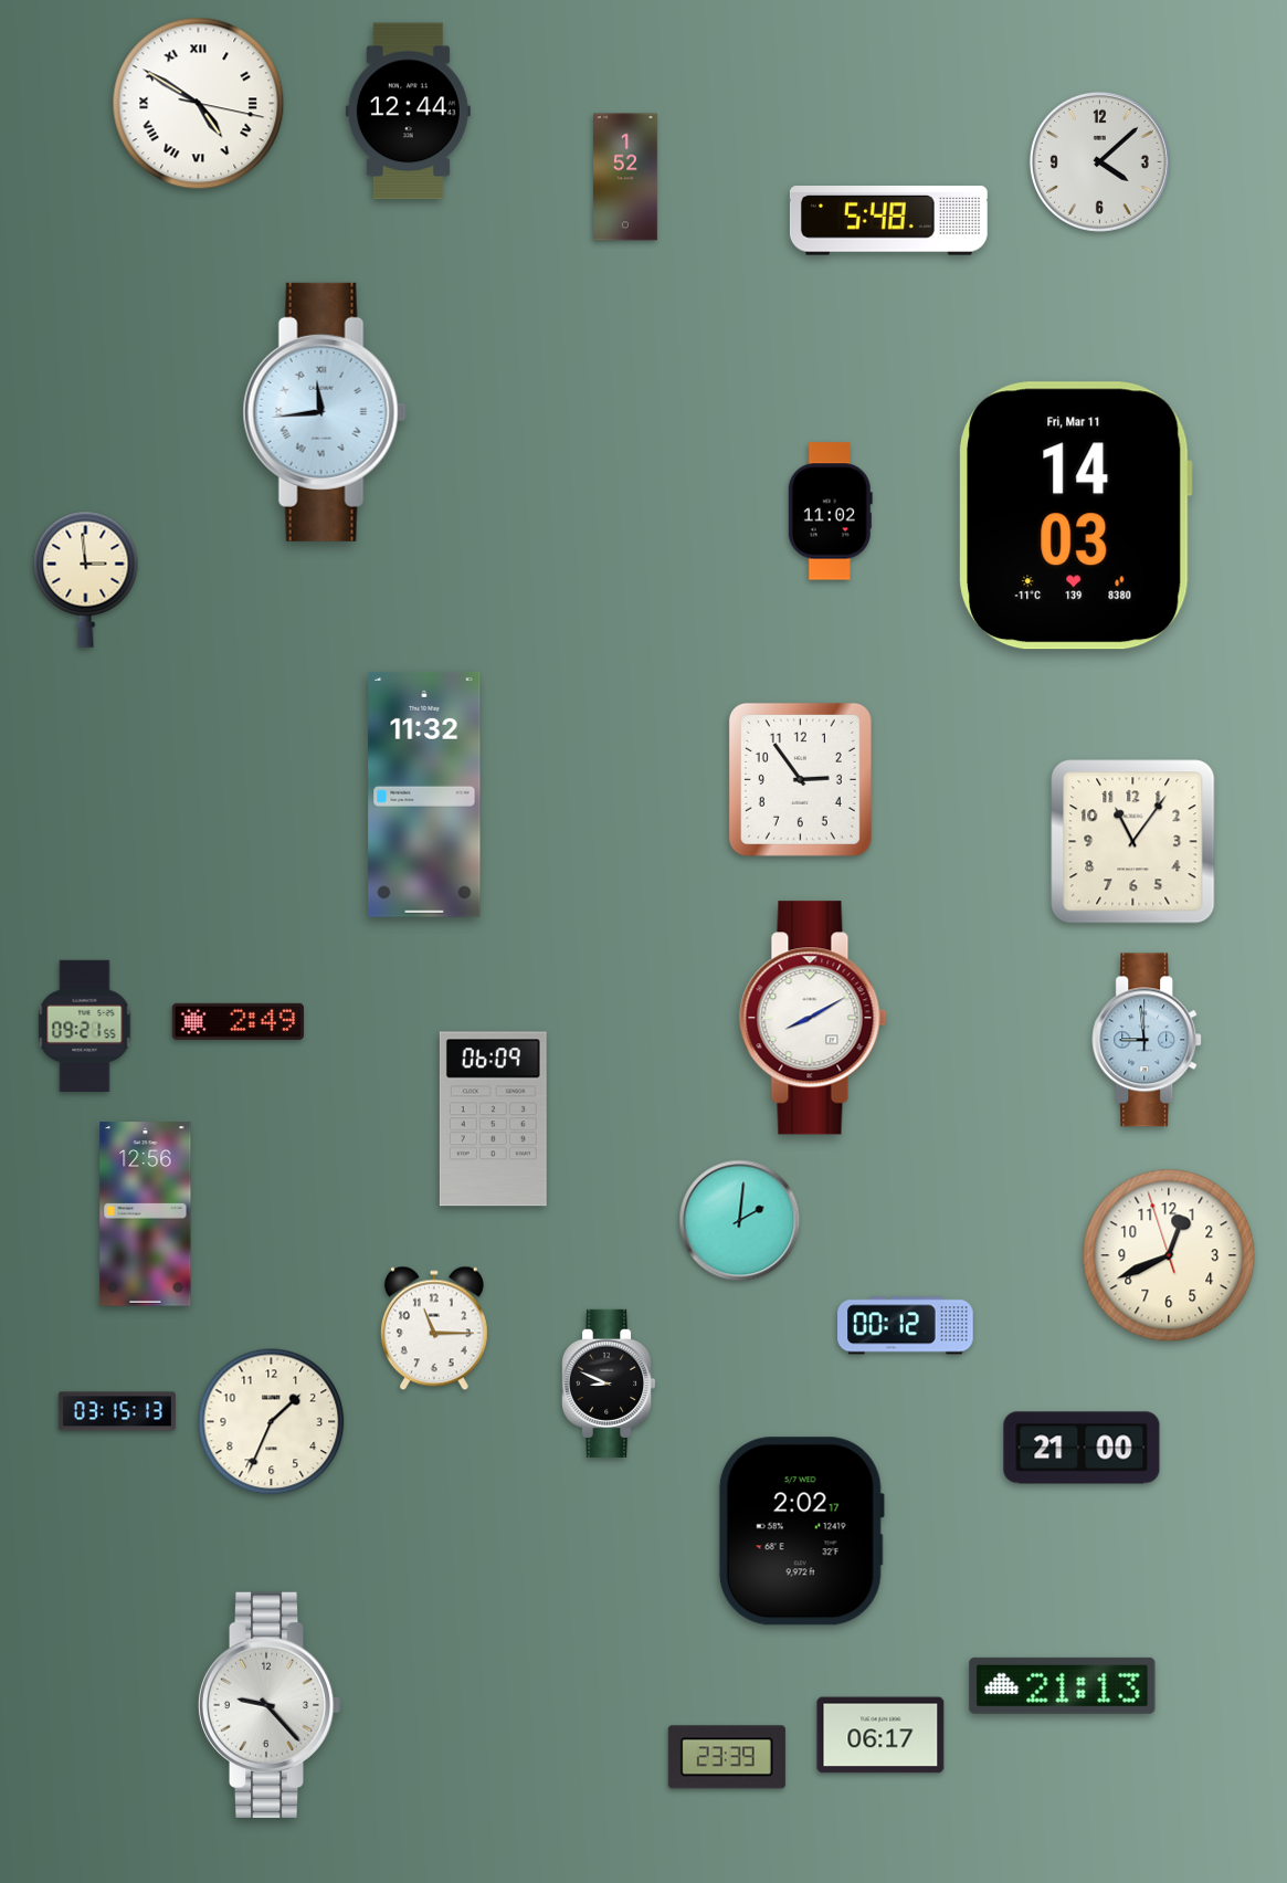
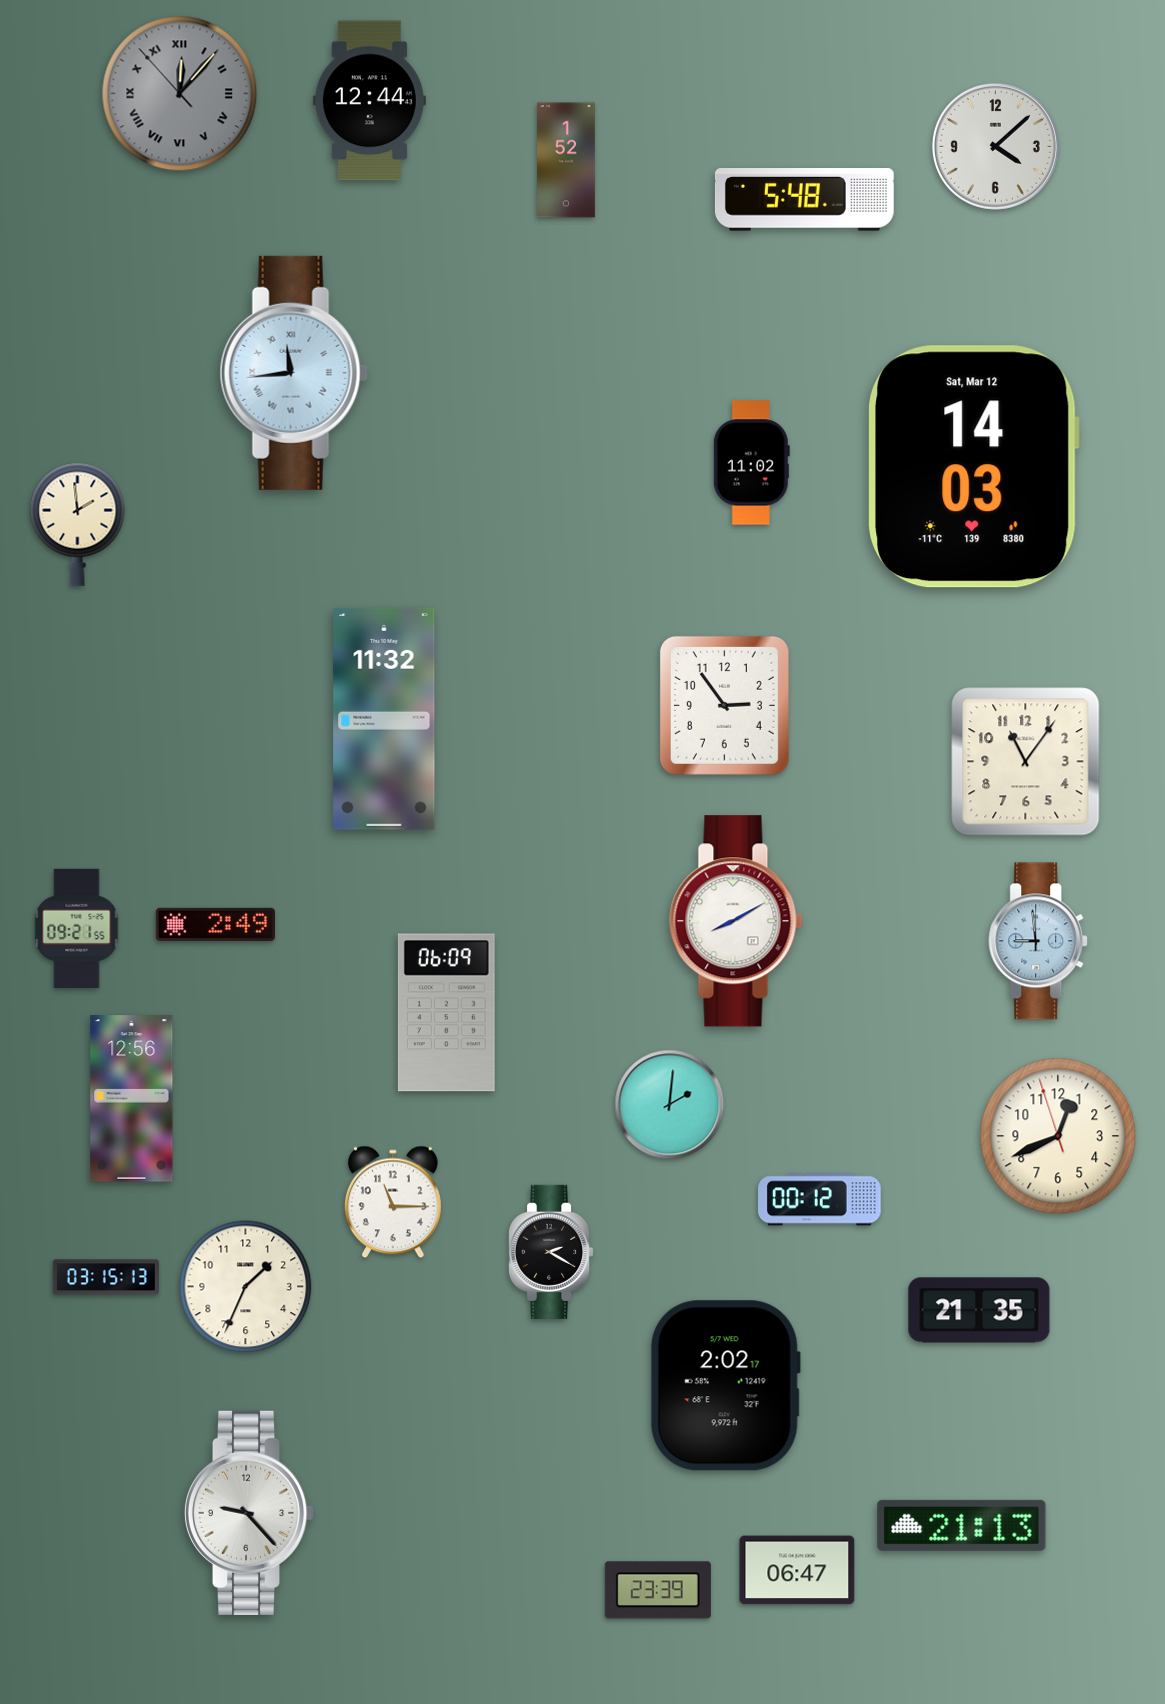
clock at (199, 104): 4:50 -> 12:06
clock at (199, 104) dial: white -> grey
clock at (1076, 516) date: Fri, Mar 11 -> Sat, Mar 12
clock at (86, 579): 2:59 -> 1:59
clock at (610, 1384): 8:49 -> 2:20
clock at (1082, 1448): 21:00 -> 21:35
clock at (270, 1705) position: (270, 1705) -> (249, 1513)
clock at (880, 1735): 06:17 -> 06:47
